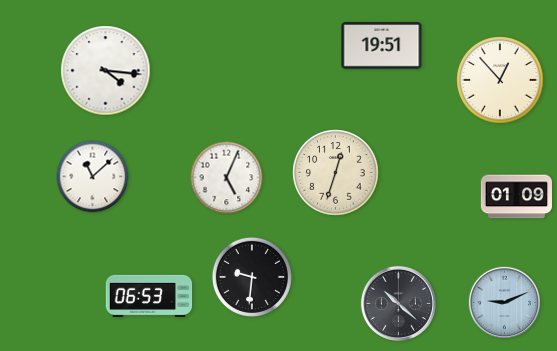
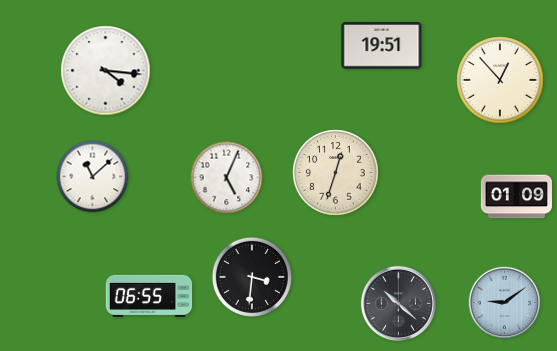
clock at (252, 277): 9:31 -> 3:31
clock at (149, 296): 06:53 -> 06:55
clock at (504, 302): 9:11 -> 9:09
